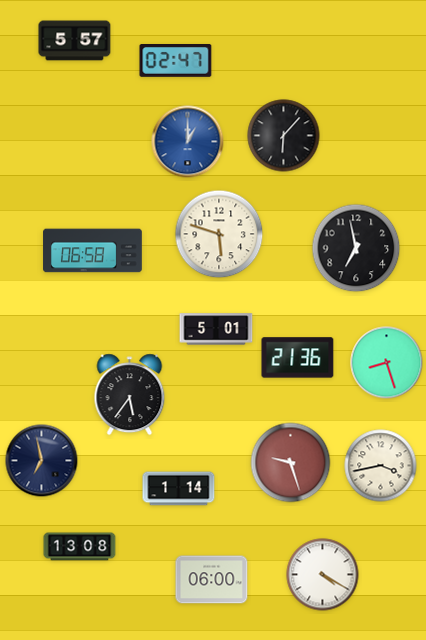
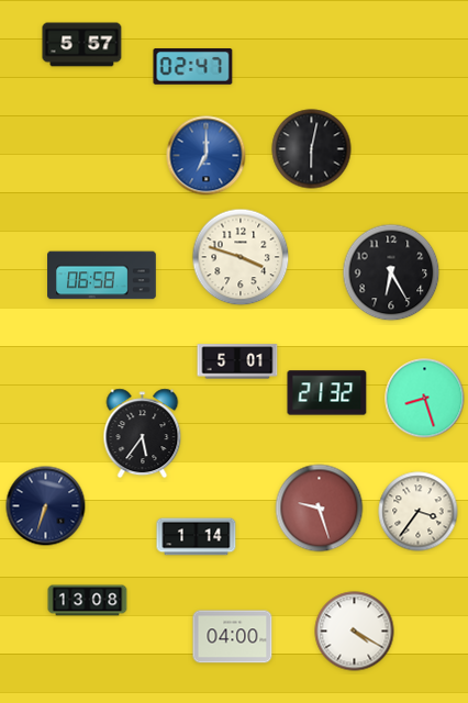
clock at (284, 136): 6:07 -> 6:02
clock at (188, 142): 1:00 -> 7:00
clock at (219, 234): 5:48 -> 3:48
clock at (356, 248): 6:58 -> 6:25
clock at (298, 358): 21:36 -> 21:32
clock at (42, 461): 6:58 -> 6:33
clock at (381, 466): 3:43 -> 3:36
clock at (212, 580): 06:00 -> 04:00
